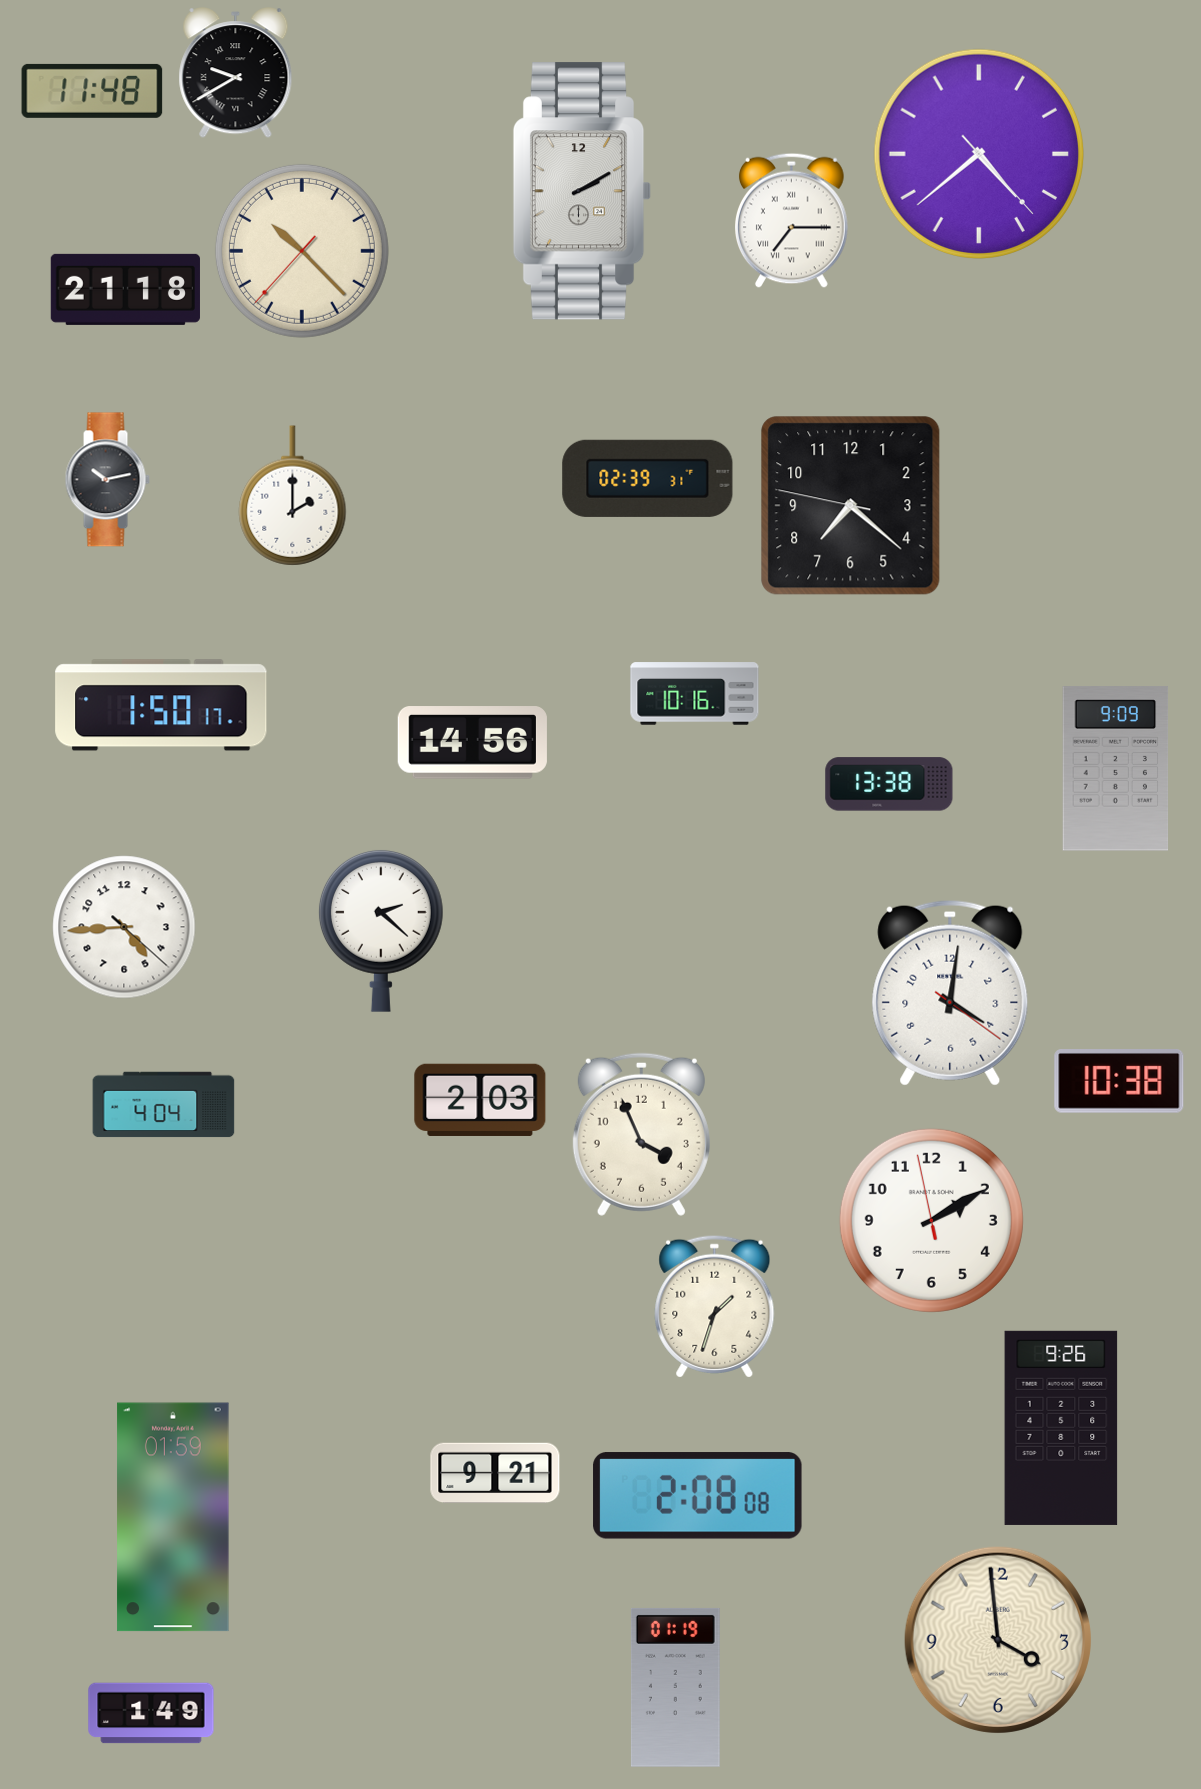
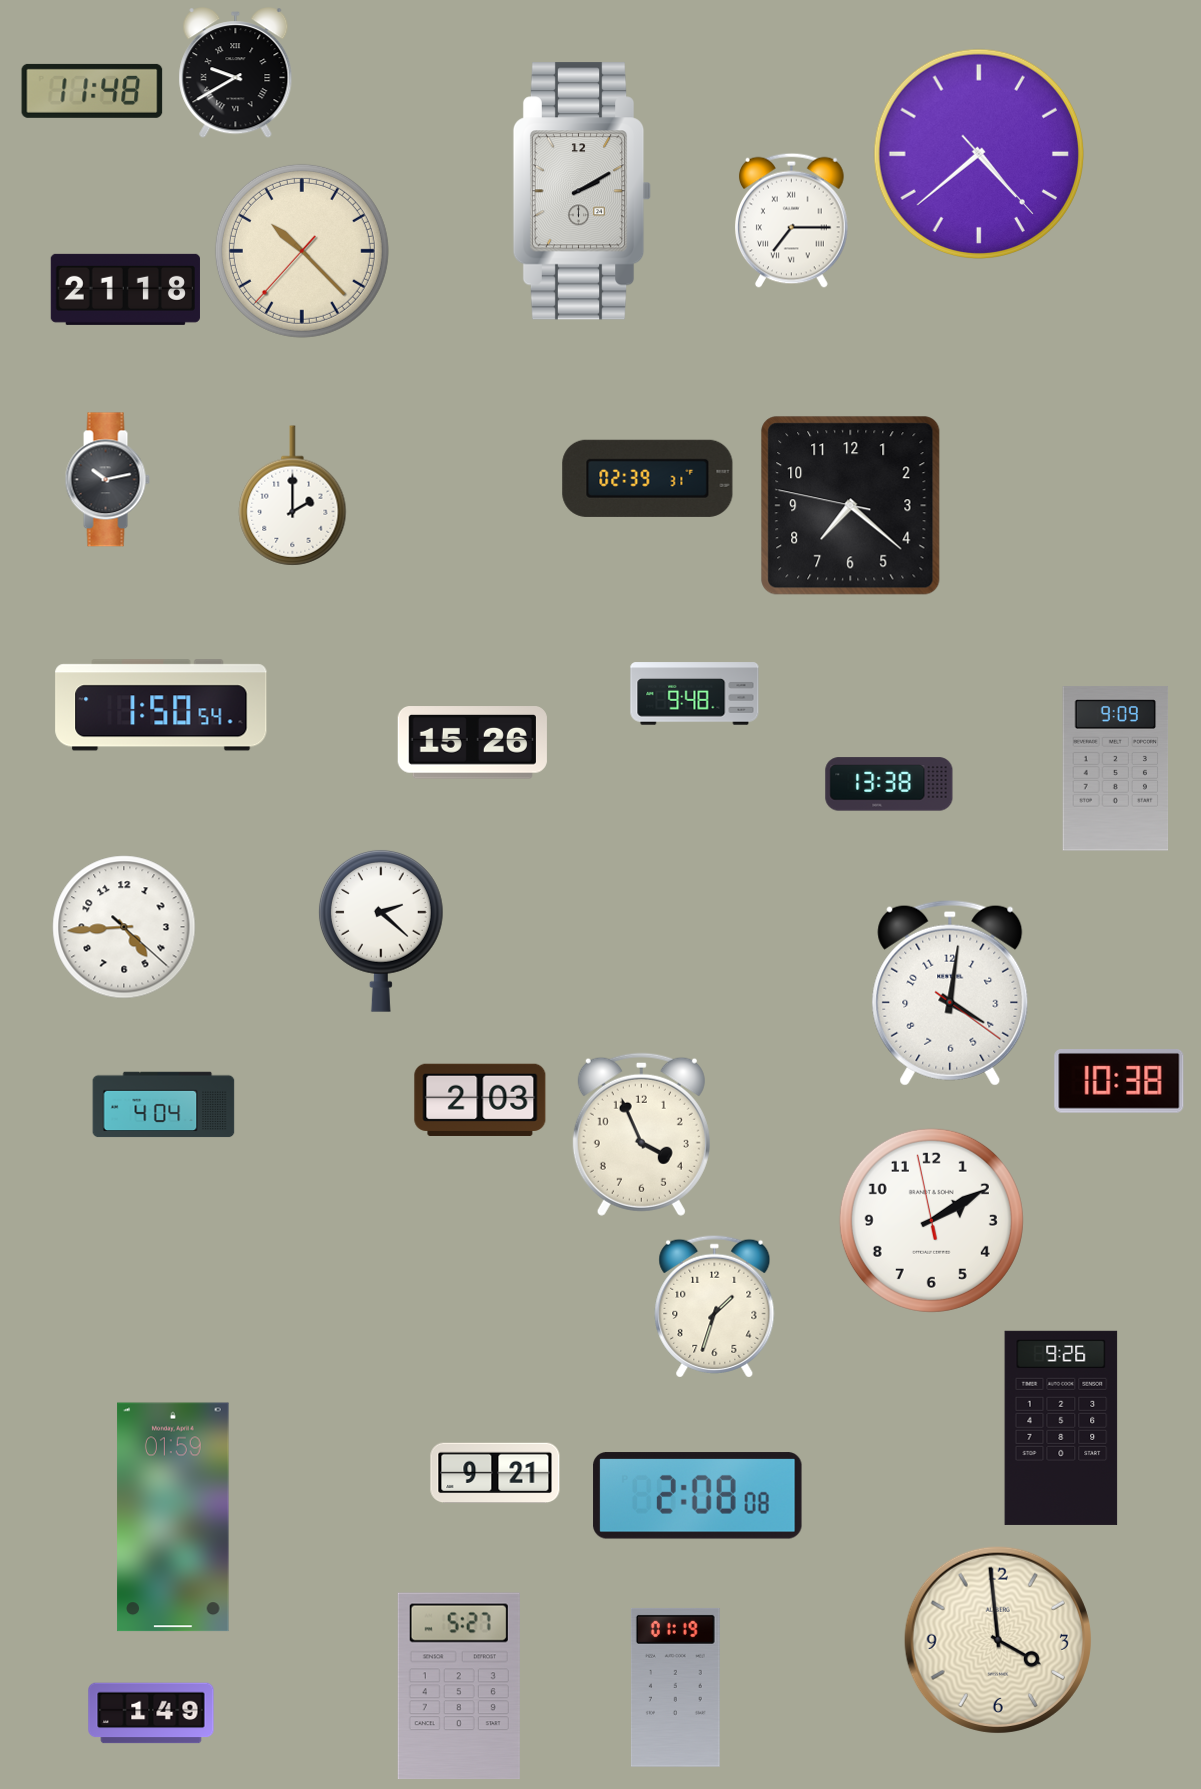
clock at (695, 694): 10:16 -> 9:48
clock at (161, 705): 1:50:17 -> 1:50:54
clock at (472, 743): 14:56 -> 15:26
clock at (459, 1686): none -> 5:27
